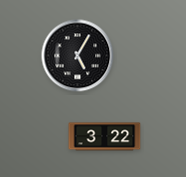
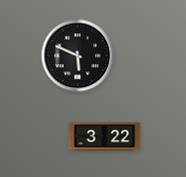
clock at (78, 56): 5:05 -> 5:49
